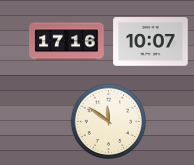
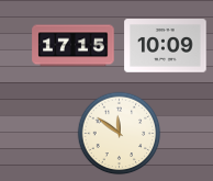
clock at (67, 42): 17:16 -> 17:15
clock at (151, 42): 10:07 -> 10:09
